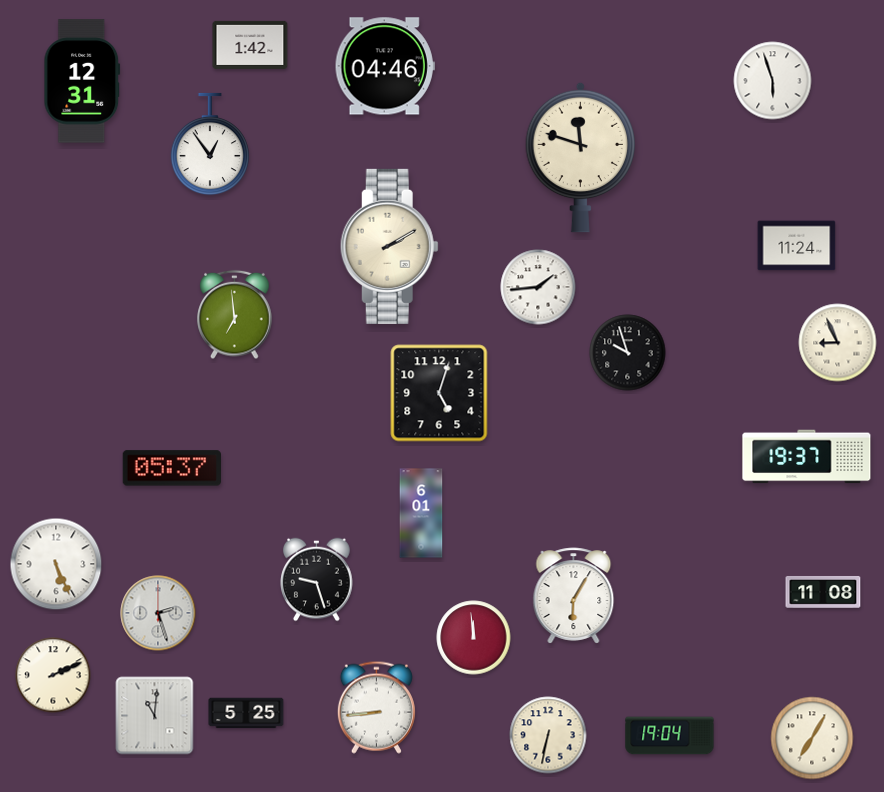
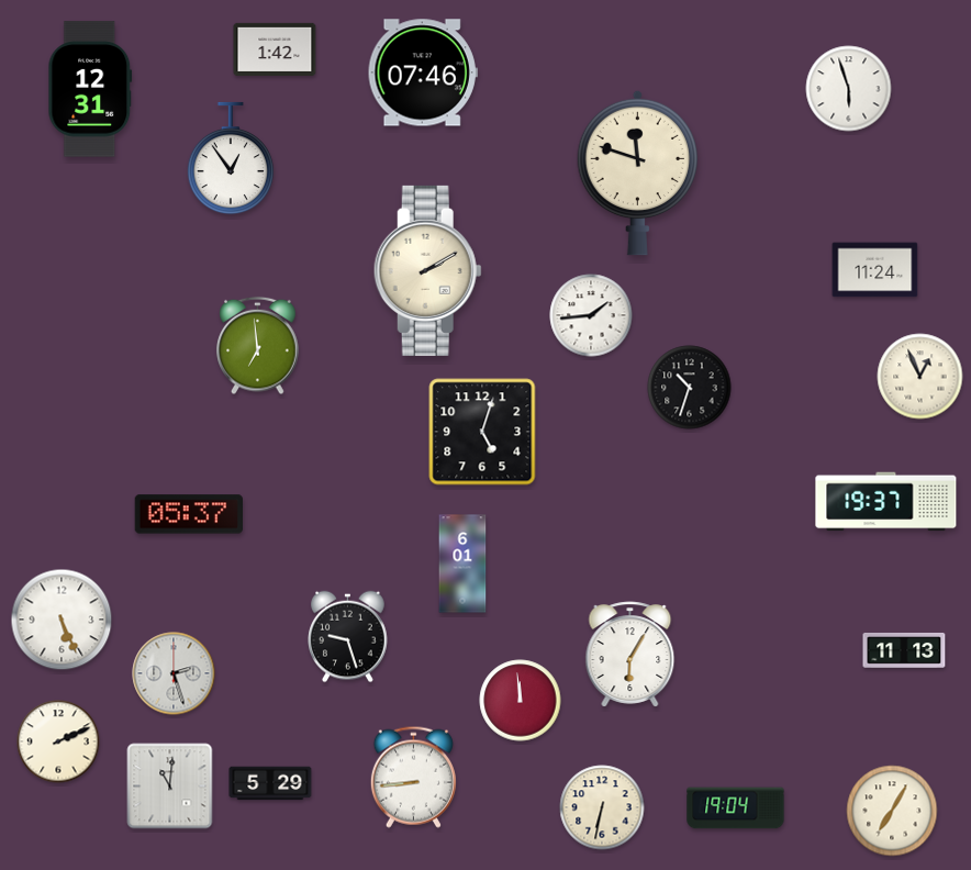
clock at (385, 66): 04:46 -> 07:46
clock at (838, 343): 8:56 -> 12:56
clock at (628, 353): 9:57 -> 10:33
clock at (823, 592): 11:08 -> 11:13
clock at (246, 713): 5:25 -> 5:29
